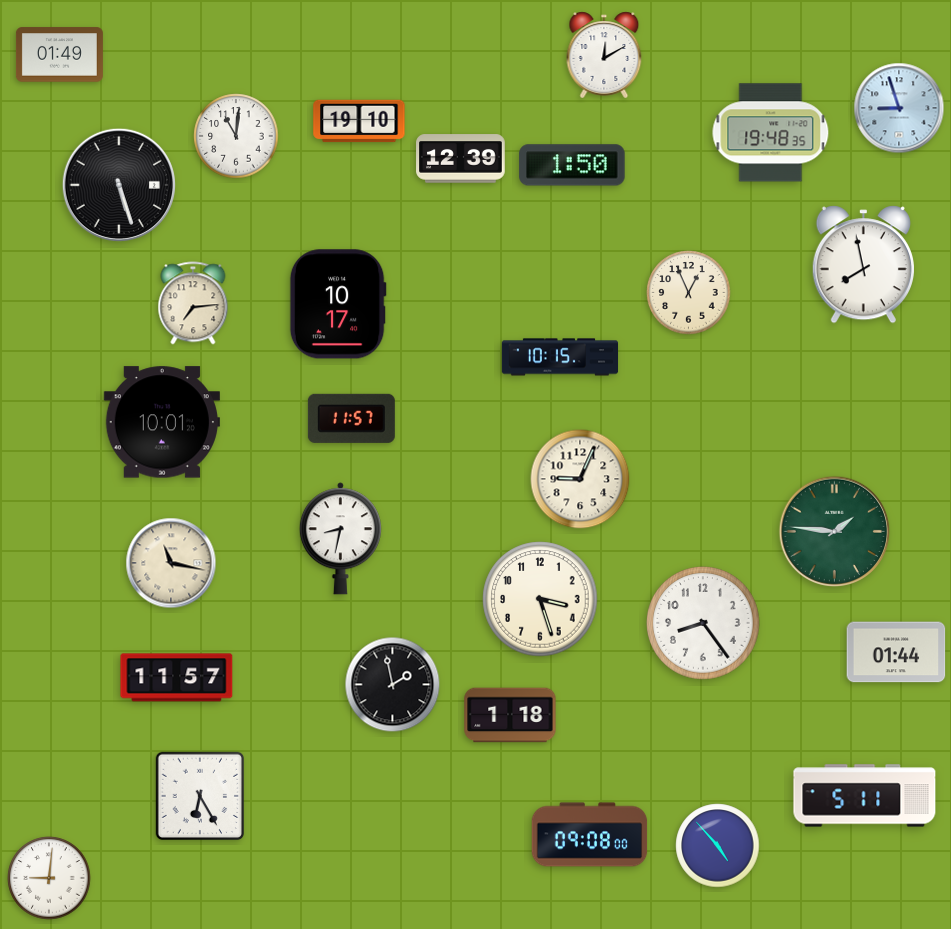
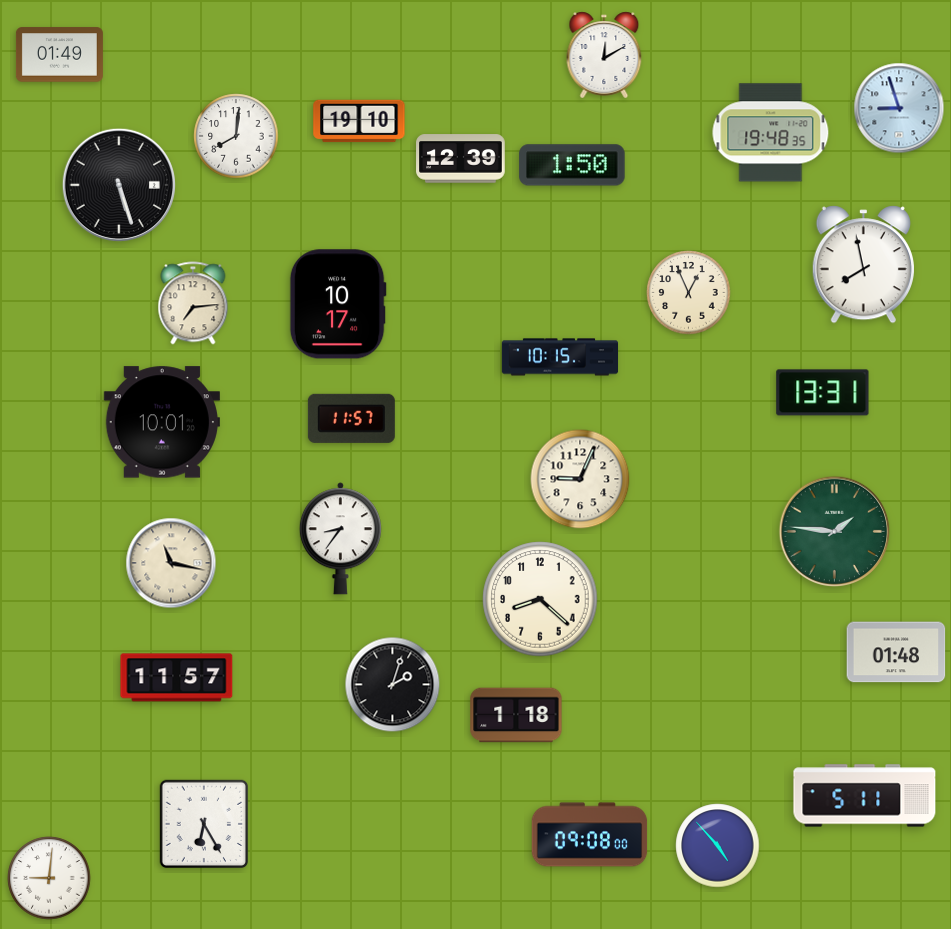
clock at (236, 136): 11:01 -> 8:01
clock at (823, 393): none -> 13:31
clock at (340, 539): 8:32 -> 8:36
clock at (540, 599): 3:27 -> 8:22
clock at (703, 623): 8:24 -> none
clock at (896, 652): 01:44 -> 01:48
clock at (393, 685): 1:58 -> 2:03
clock at (510, 715) position: (510, 715) -> (516, 715)
clock at (200, 796) position: (200, 796) -> (204, 824)
